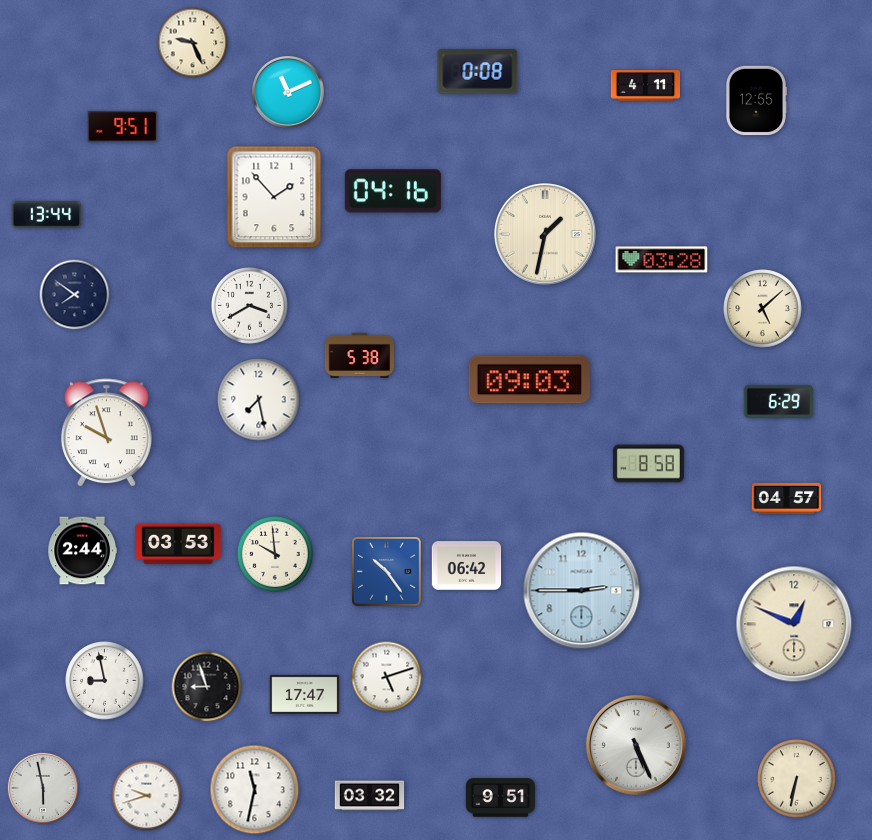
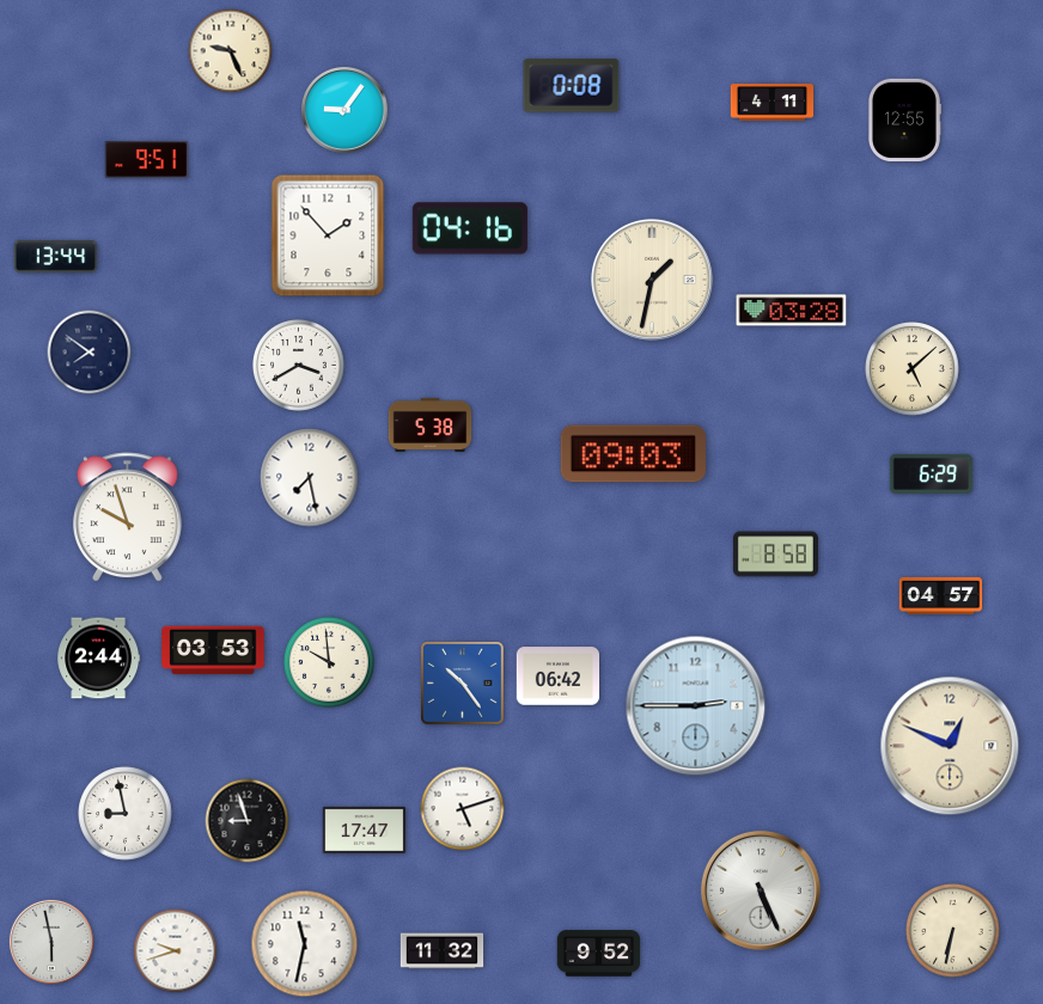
clock at (288, 92): 11:11 -> 9:06
clock at (123, 127) position: (123, 127) -> (147, 160)
clock at (779, 401) position: (779, 401) -> (932, 473)
clock at (370, 796): 03:32 -> 11:32
clock at (501, 798): 9:51 -> 9:52
